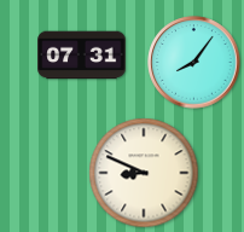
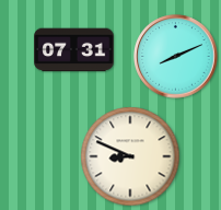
clock at (194, 63): 8:06 -> 8:11
